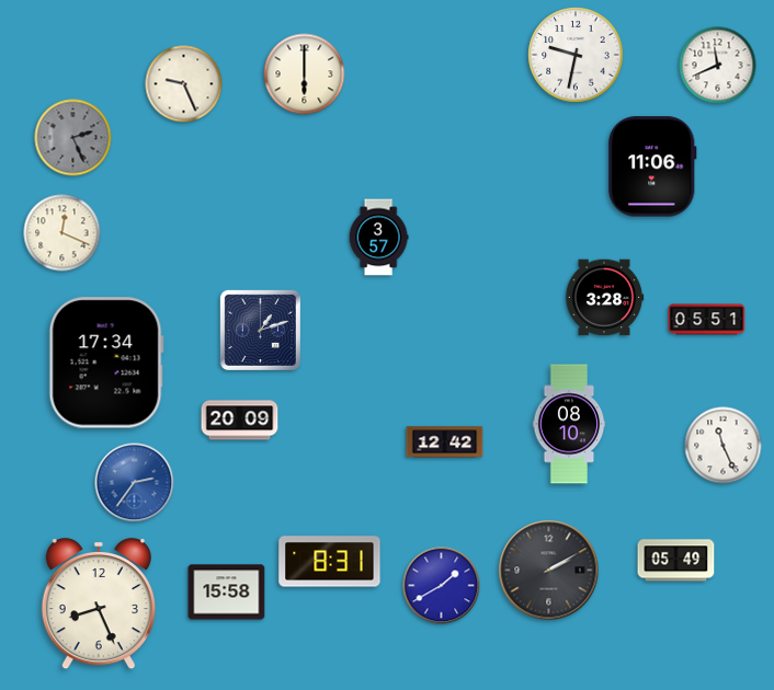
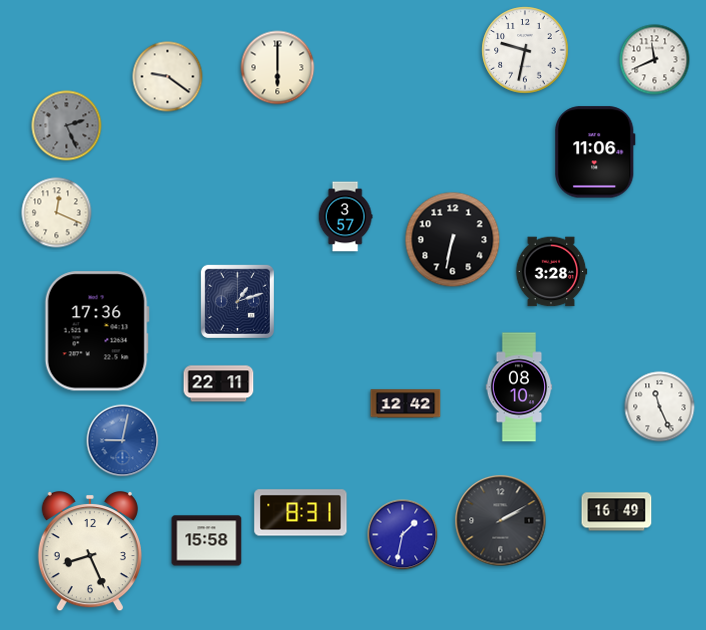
clock at (184, 84): 9:26 -> 9:21
clock at (453, 240): none -> 6:32
clock at (707, 320): 05:51 -> none
clock at (106, 363): 17:34 -> 17:36
clock at (240, 421): 20:09 -> 22:11
clock at (135, 483): 2:36 -> 9:02
clock at (676, 561): 05:49 -> 16:49
clock at (442, 586): 1:40 -> 1:32
